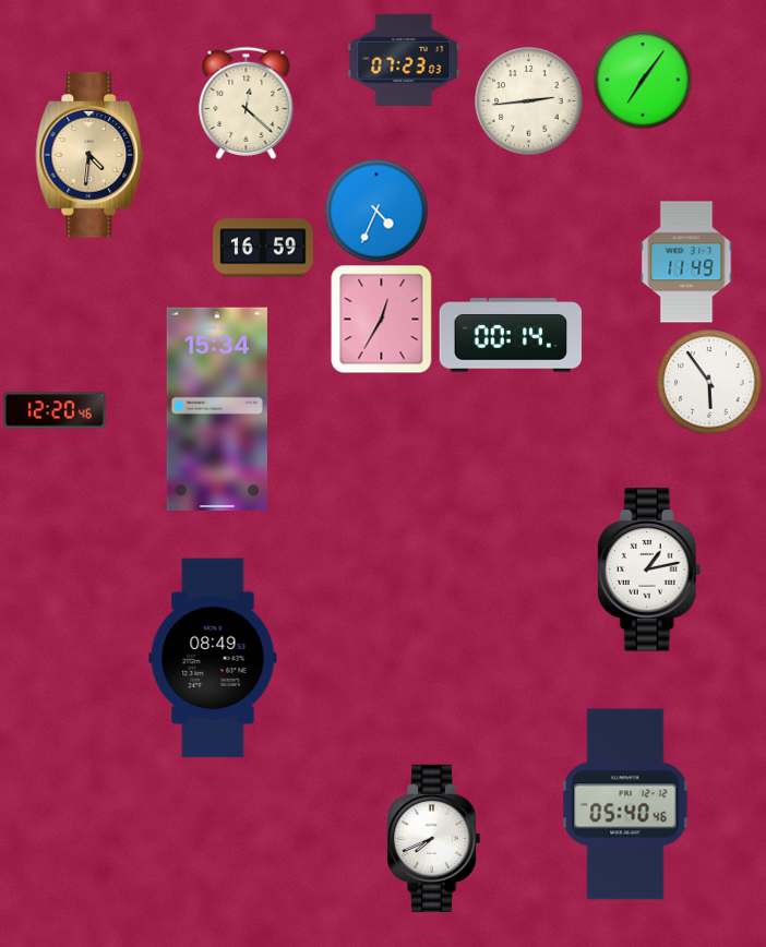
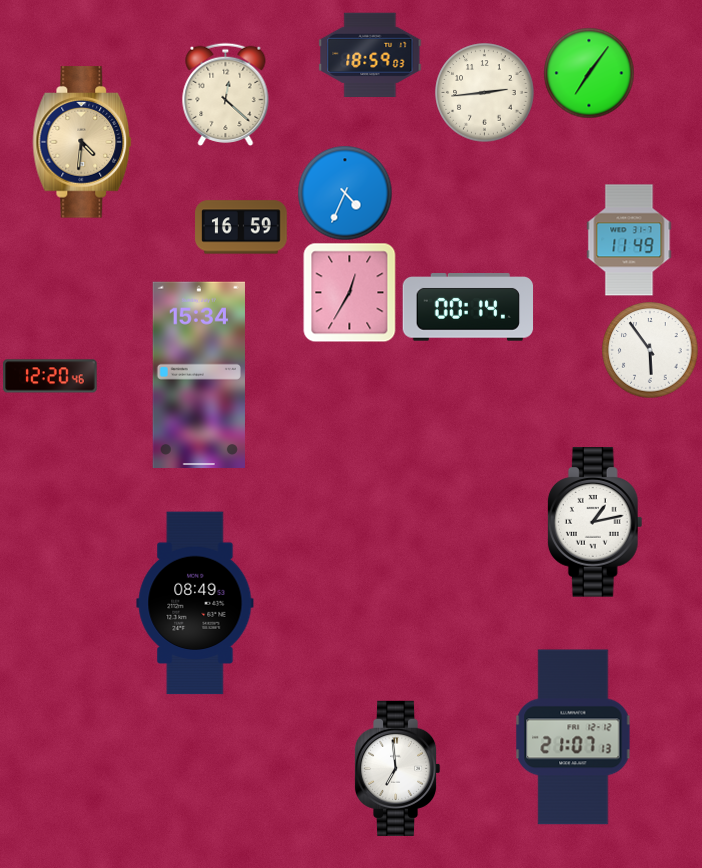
clock at (404, 60): 07:23 -> 18:59
clock at (625, 804): 05:40 -> 21:07
clock at (433, 838): 7:41 -> 6:59
